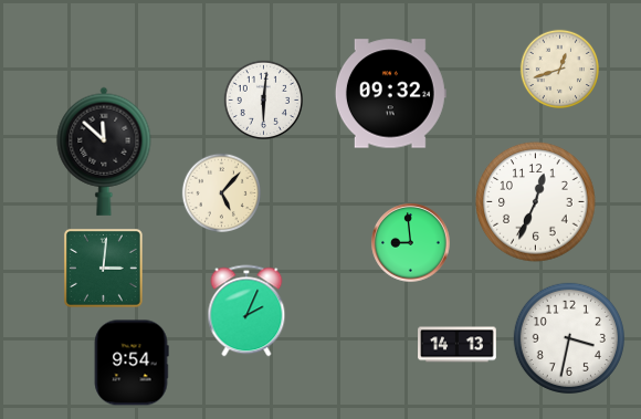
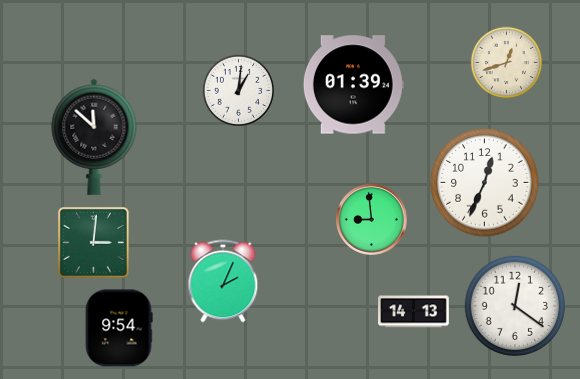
clock at (390, 94): 09:32 -> 01:39
clock at (263, 99): 6:01 -> 1:01
clock at (221, 192): 5:07 -> none
clock at (569, 338): 3:32 -> 12:21
